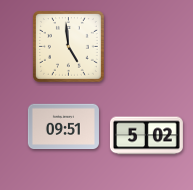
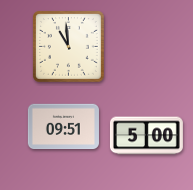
clock at (68, 46): 4:59 -> 10:59
clock at (146, 136): 5:02 -> 5:00
